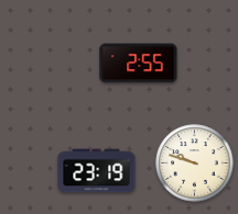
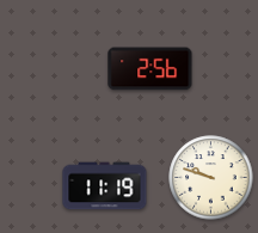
clock at (139, 64): 2:55 -> 2:56
clock at (97, 171): 23:19 -> 11:19
